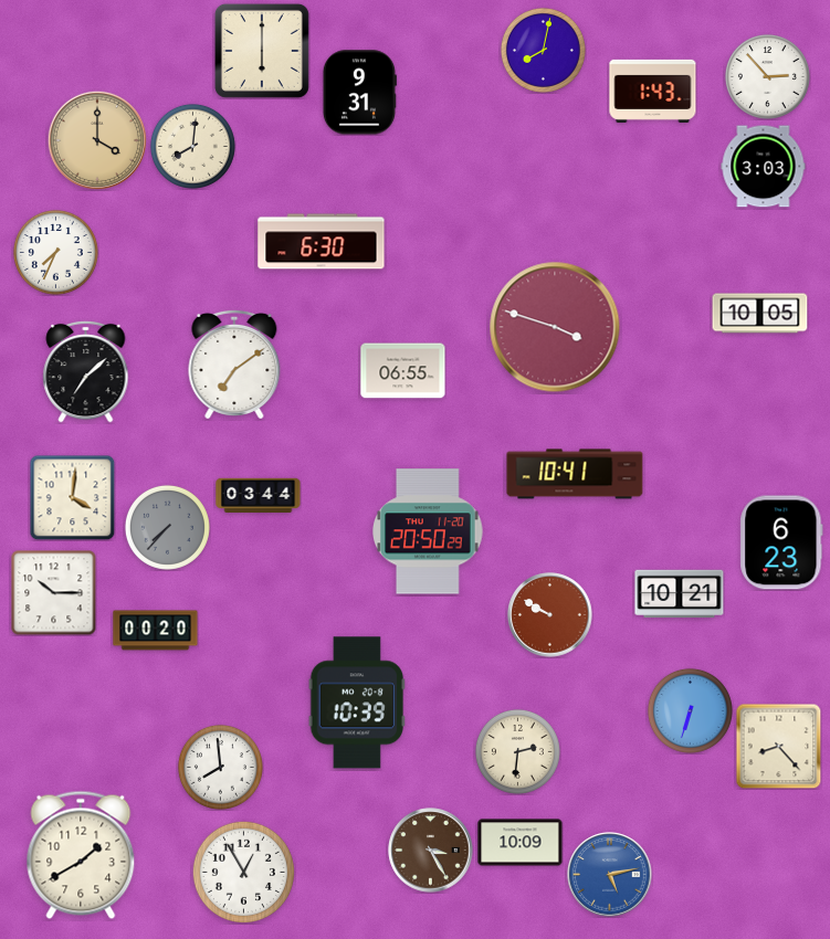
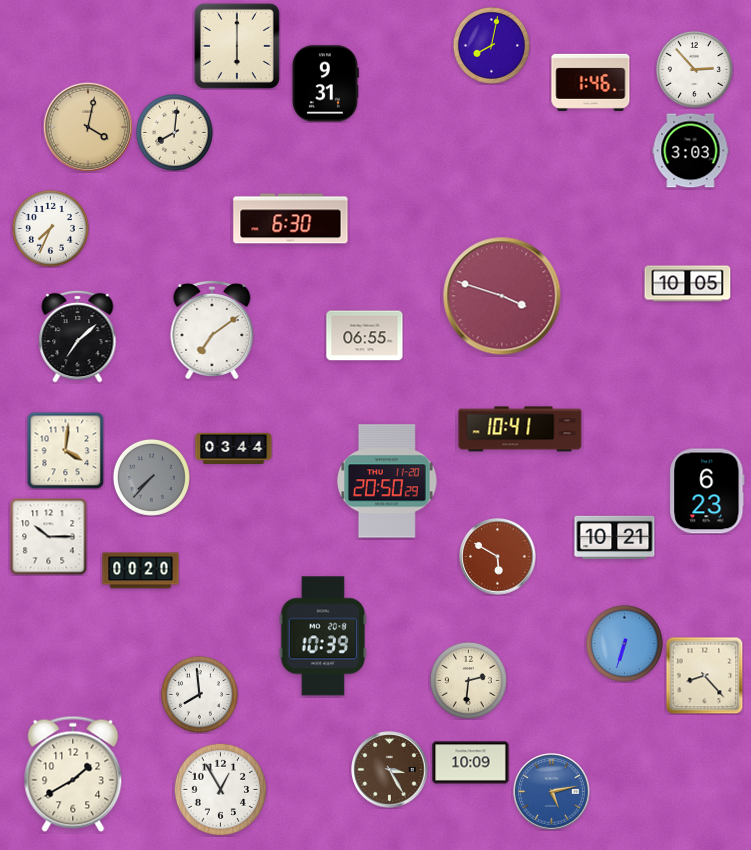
clock at (653, 91): 1:43 -> 1:46
clock at (97, 140): 4:00 -> 4:02
clock at (550, 615): 9:50 -> 5:50
